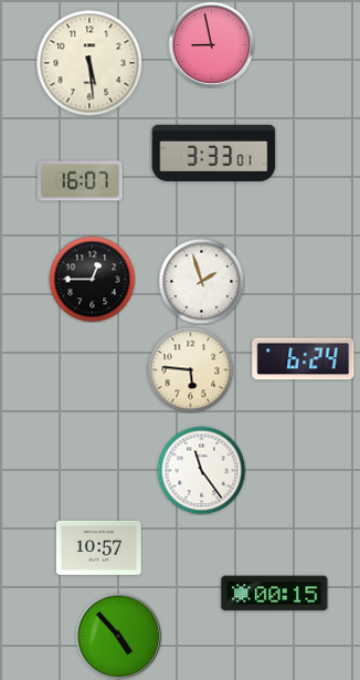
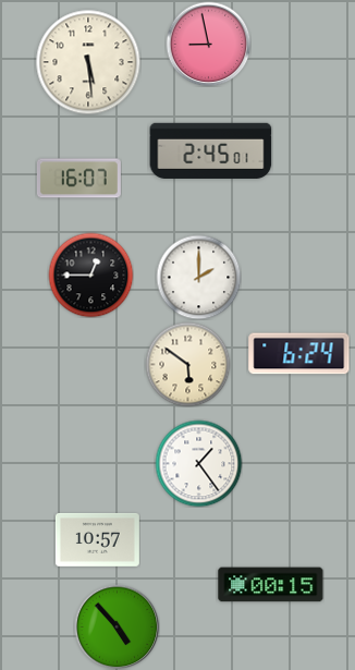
clock at (214, 153): 3:33 -> 2:45
clock at (201, 281): 1:57 -> 2:00
clock at (190, 369): 5:46 -> 5:51
clock at (201, 470): 11:24 -> 1:24
